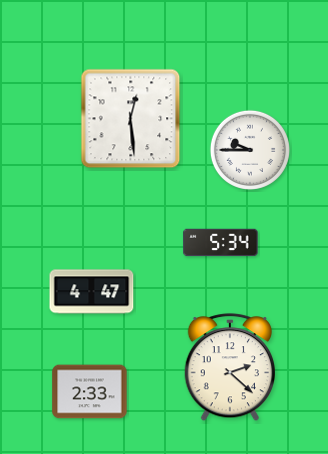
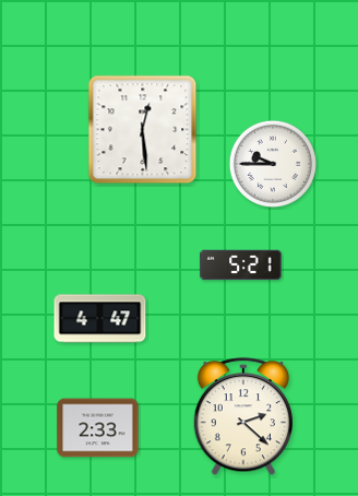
clock at (221, 243): 5:34 -> 5:21
clock at (229, 368) position: (229, 368) -> (242, 417)
